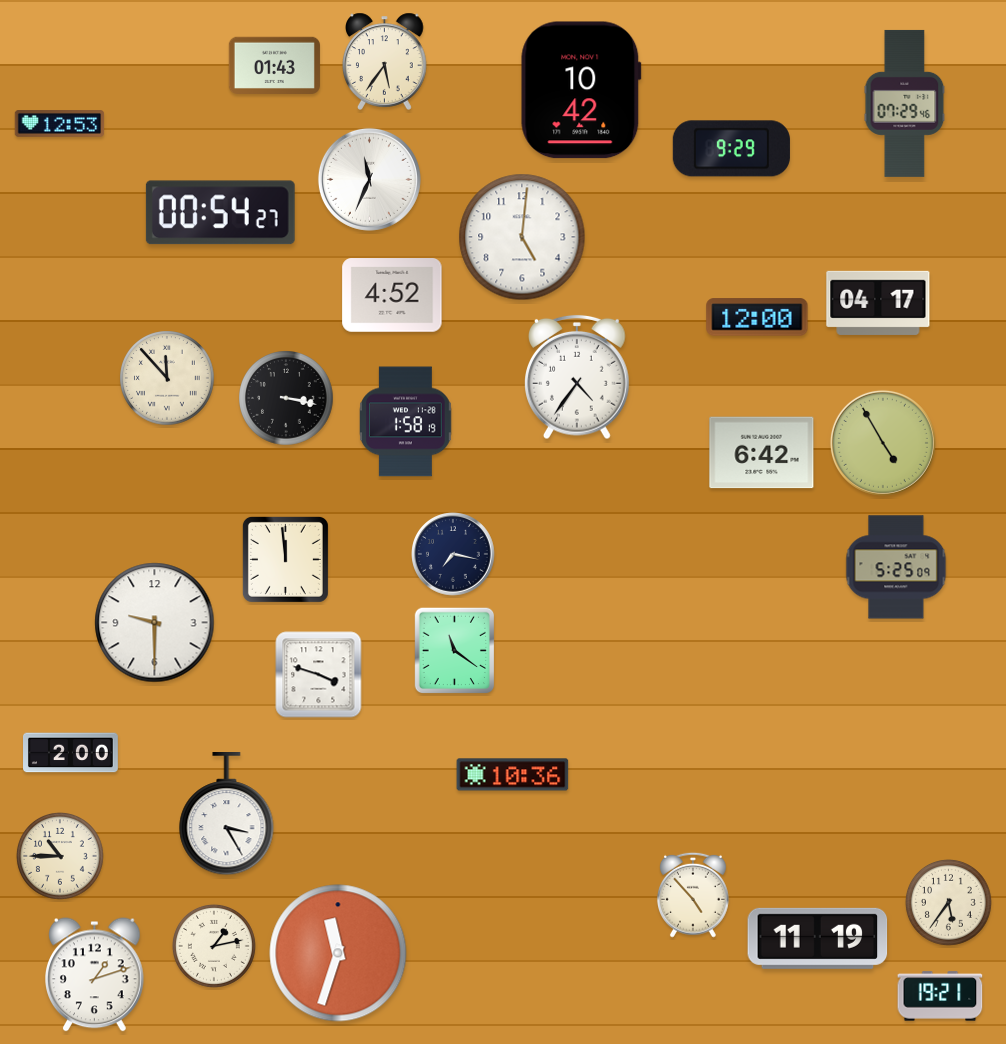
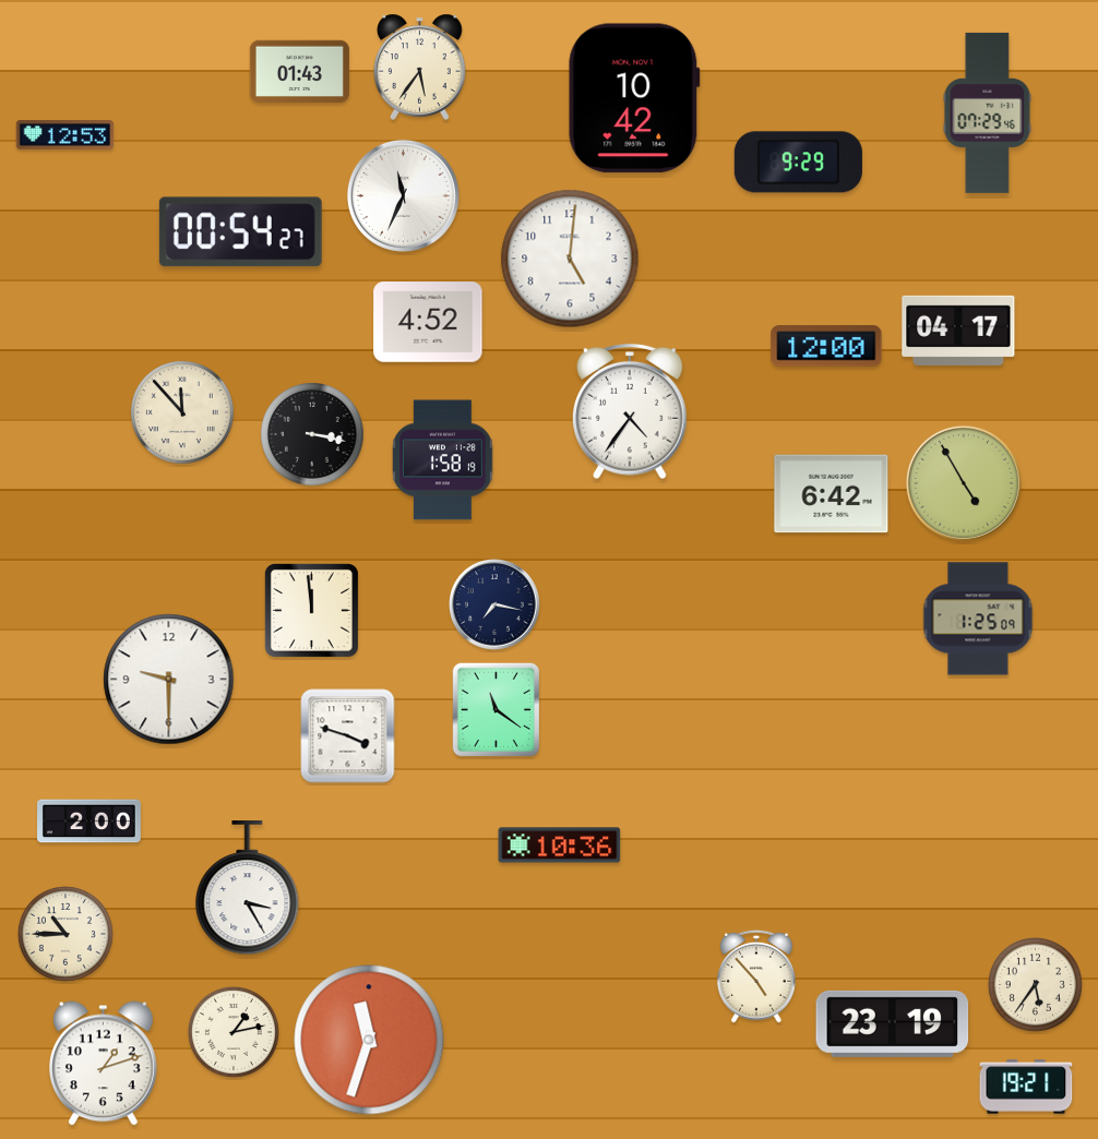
clock at (896, 567): 5:25 -> 1:25
clock at (71, 753) position: (71, 753) -> (89, 822)
clock at (818, 938): 11:19 -> 23:19
